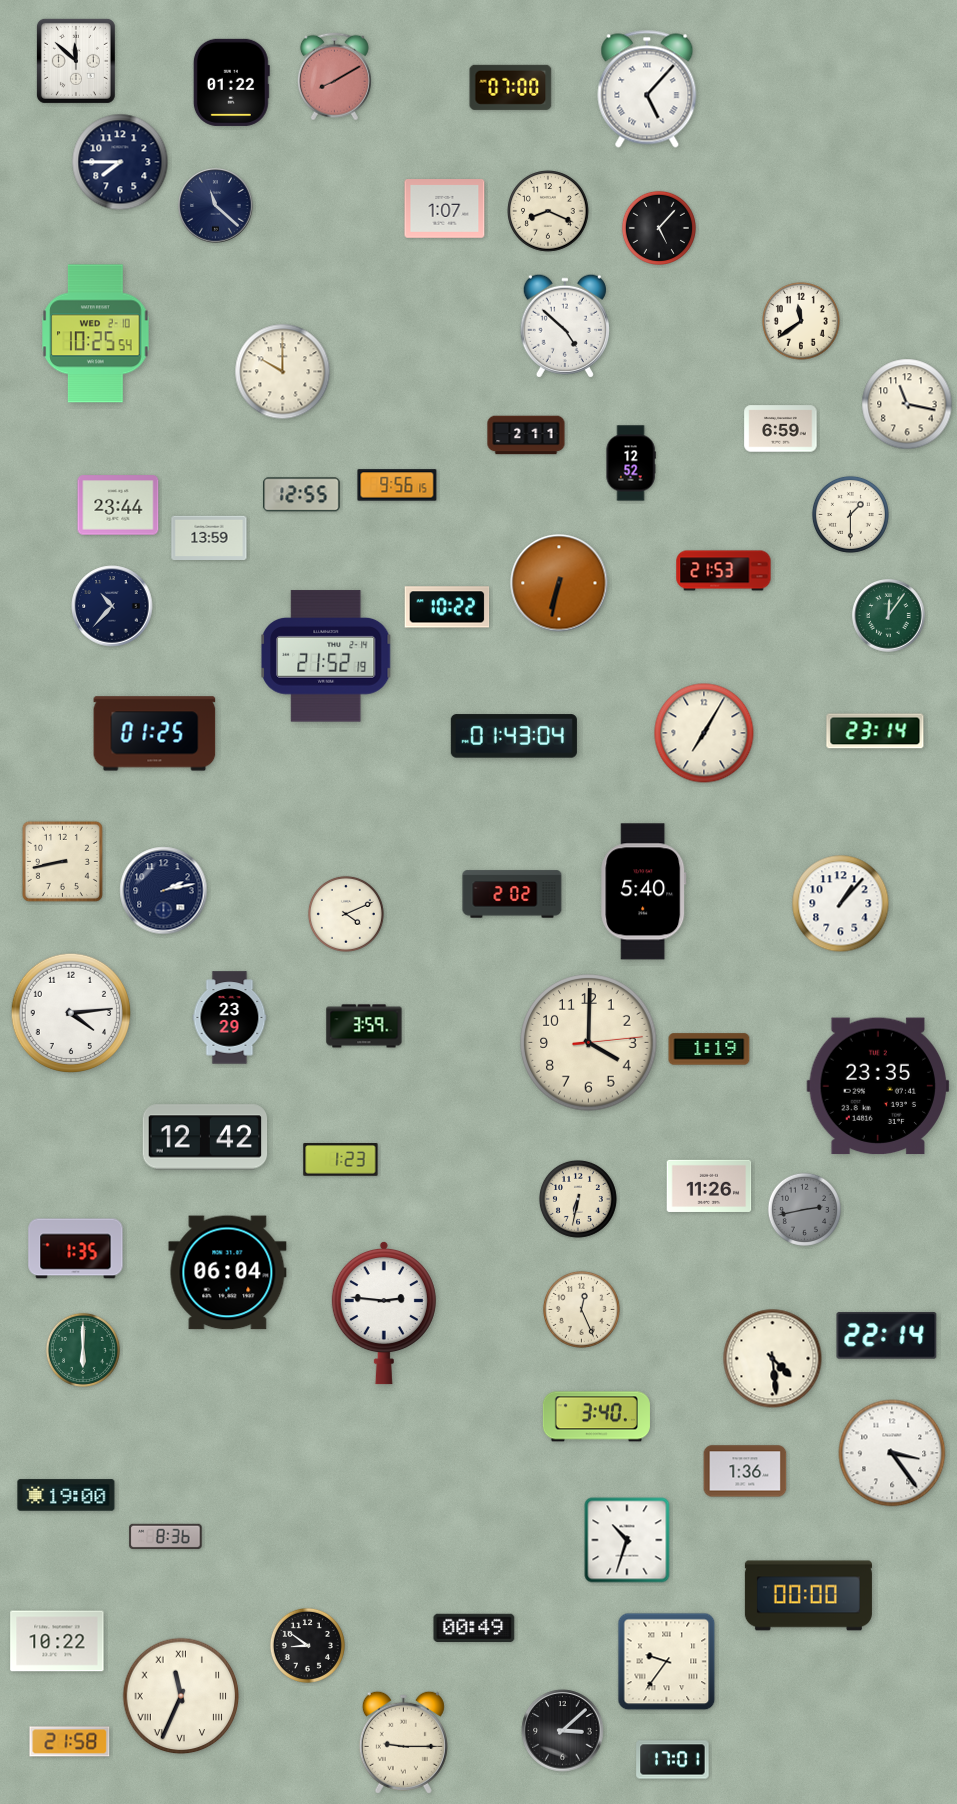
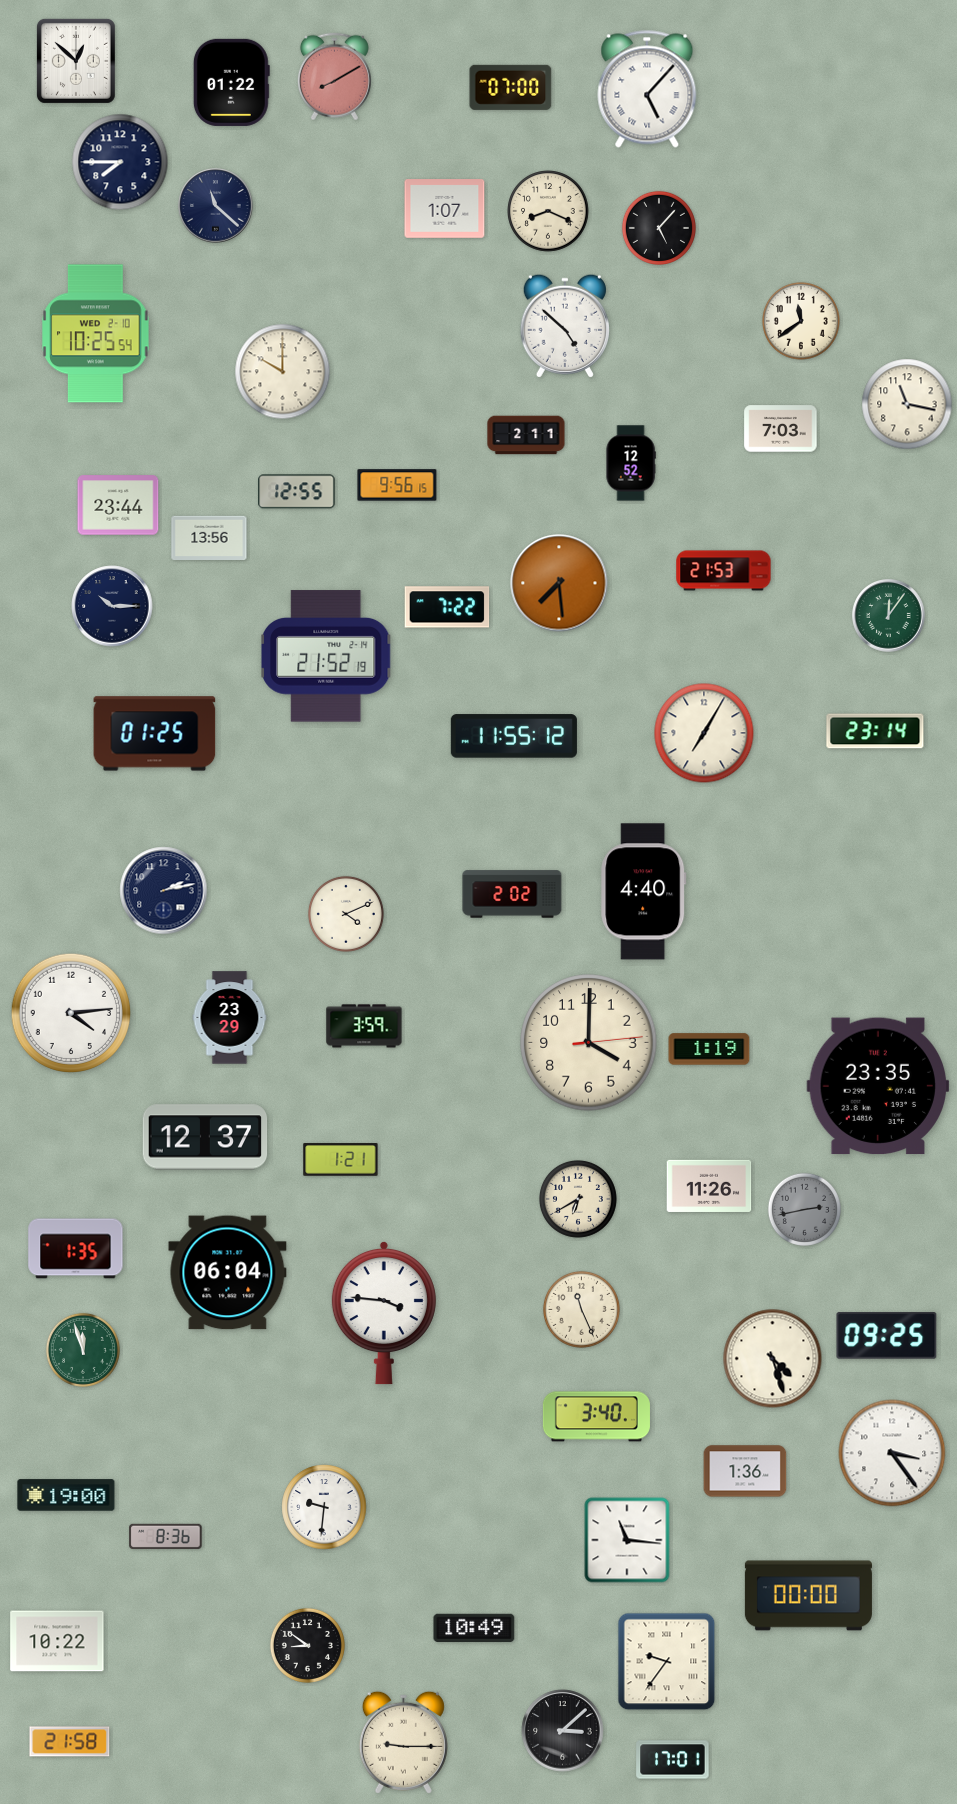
clock at (76, 61): 11:52 -> 12:52
clock at (781, 429): 6:59 -> 7:03
clock at (302, 495) position: (302, 495) -> (297, 492)
clock at (850, 514): 1:30 -> none
clock at (209, 537): 13:59 -> 13:56
clock at (559, 583): 6:32 -> 7:29
clock at (112, 606): 10:37 -> 10:15
clock at (447, 607): 10:22 -> 7:22
clock at (514, 736): 01:43 -> 11:55
clock at (62, 861): 8:43 -> none
clock at (644, 892): 5:40 -> 4:40
clock at (841, 904): 1:07 -> none
clock at (205, 1137): 12:42 -> 12:37
clock at (341, 1160): 1:23 -> 1:21
clock at (578, 1199): 6:32 -> 6:40
clock at (581, 1309): 12:26 -> 11:26
clock at (384, 1313): 2:46 -> 3:46
clock at (887, 1336): 22:14 -> 09:25
clock at (83, 1350): 6:00 -> 11:57
clock at (773, 1359): 4:29 -> 4:27
clock at (324, 1507): none -> 9:31
clock at (627, 1540): 10:33 -> 11:16
clock at (474, 1627): 00:49 -> 10:49
clock at (181, 1696): 11:34 -> none
